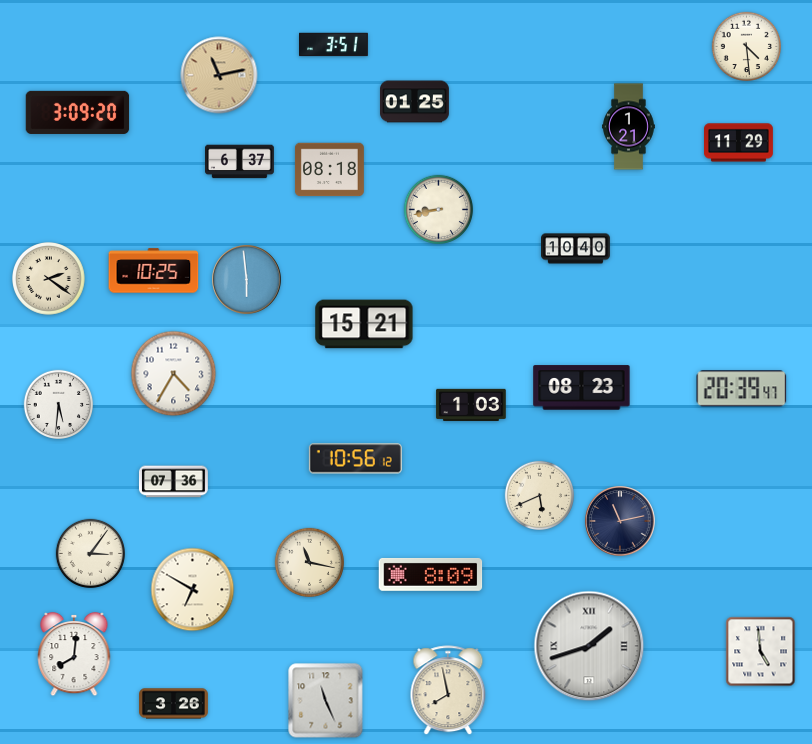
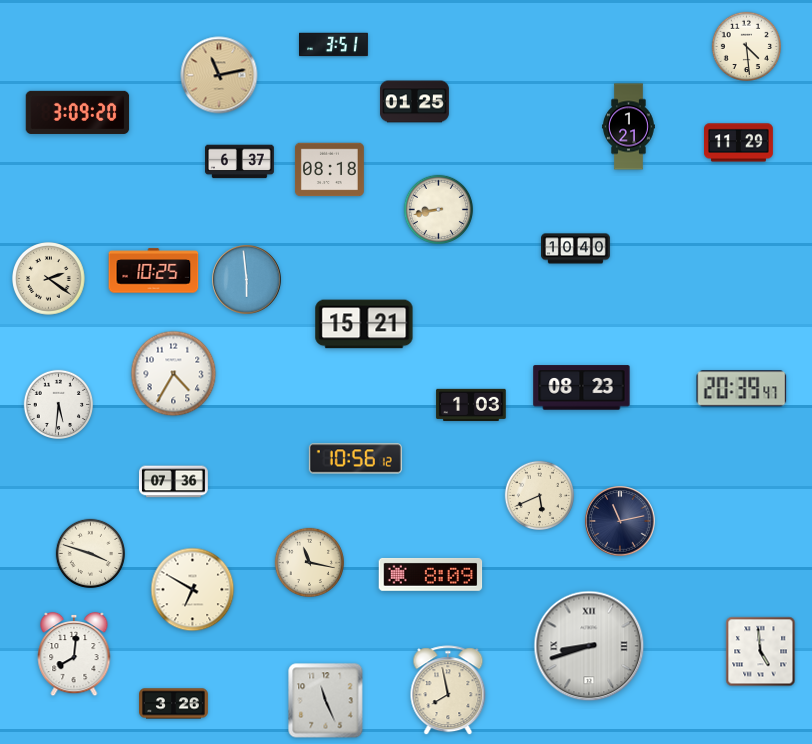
clock at (90, 553): 3:06 -> 3:48
clock at (589, 646): 1:42 -> 8:42
